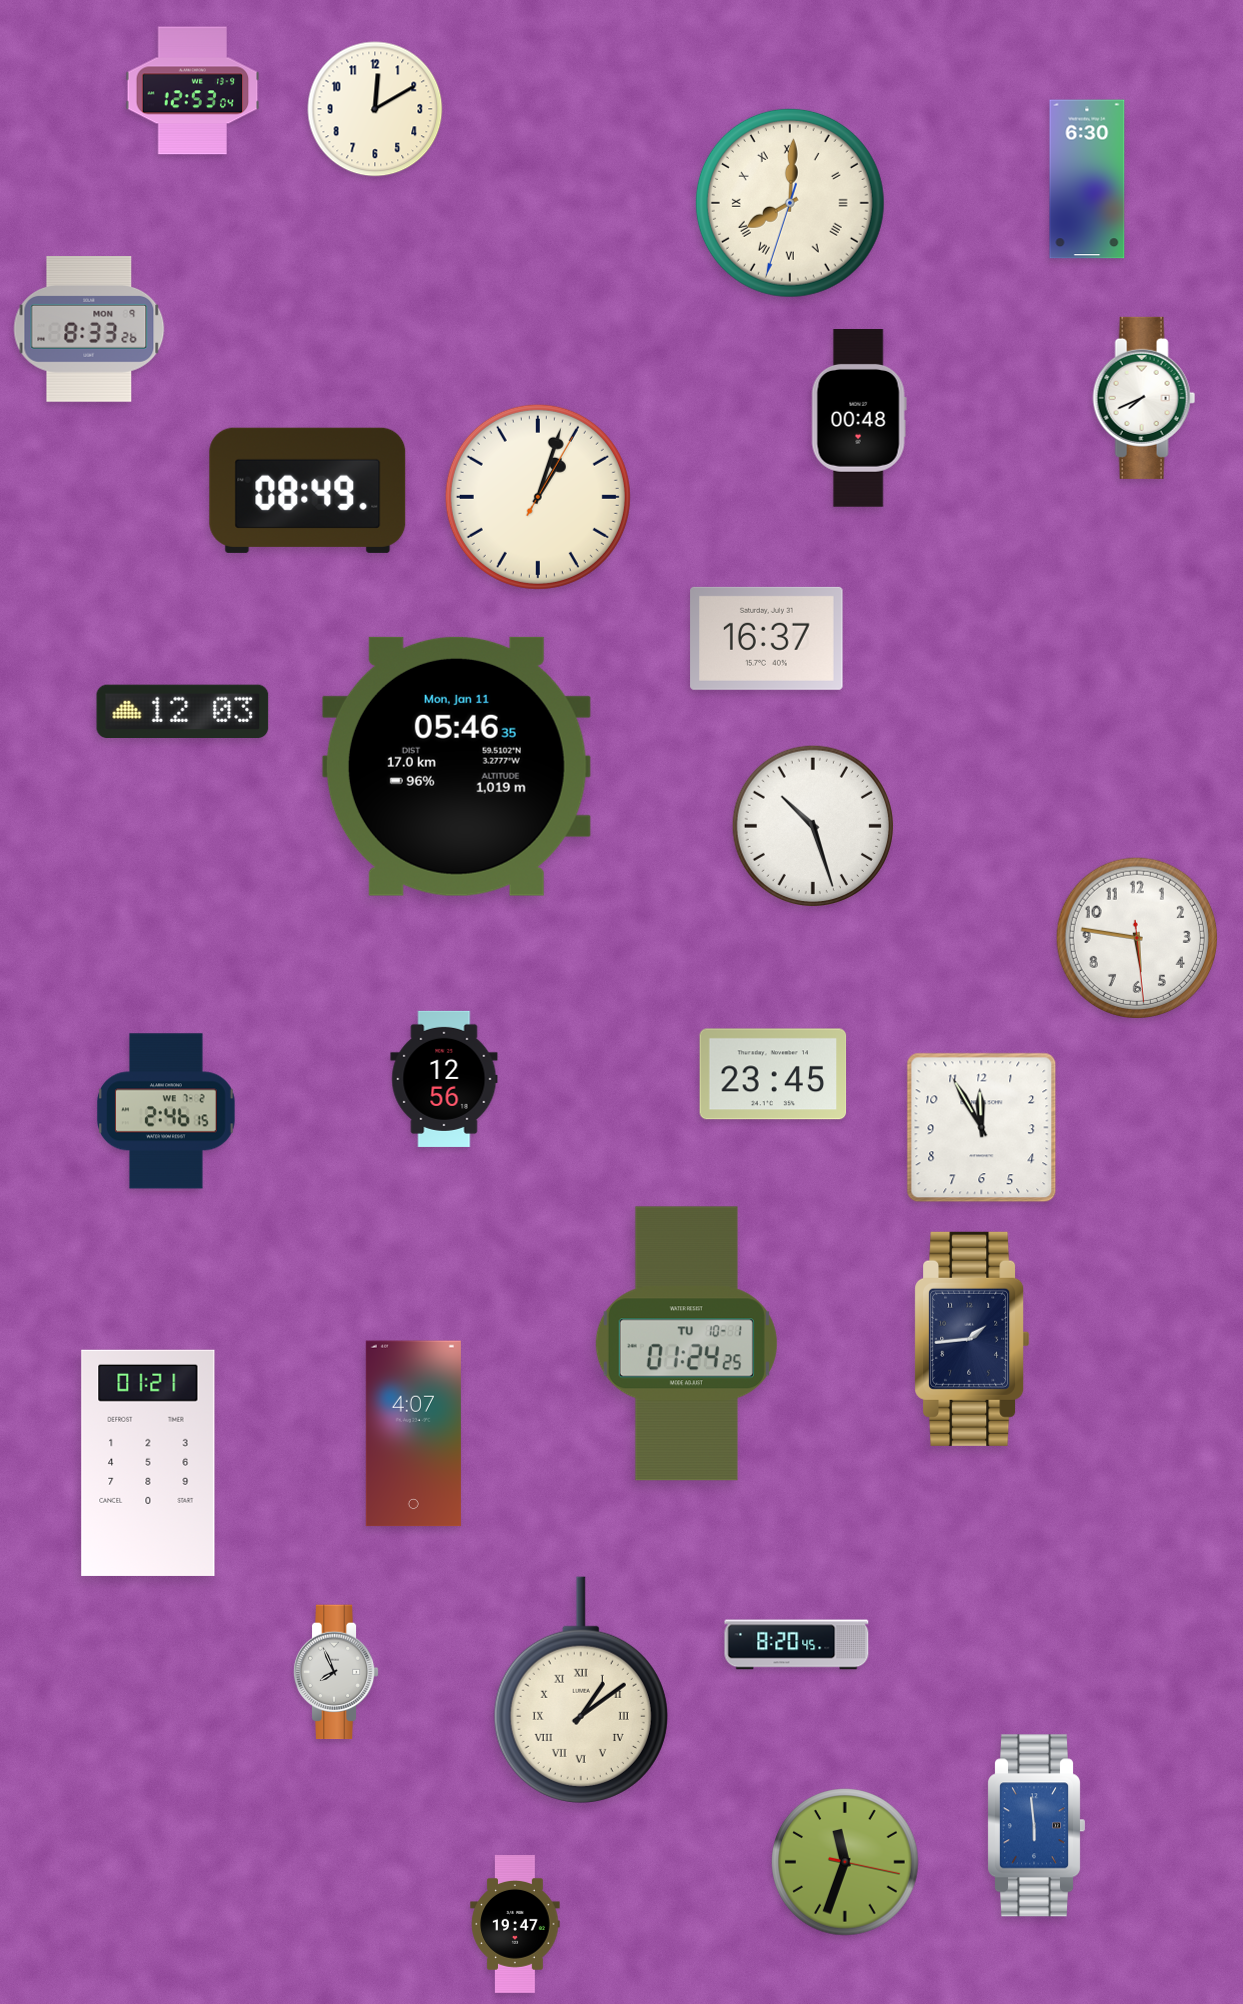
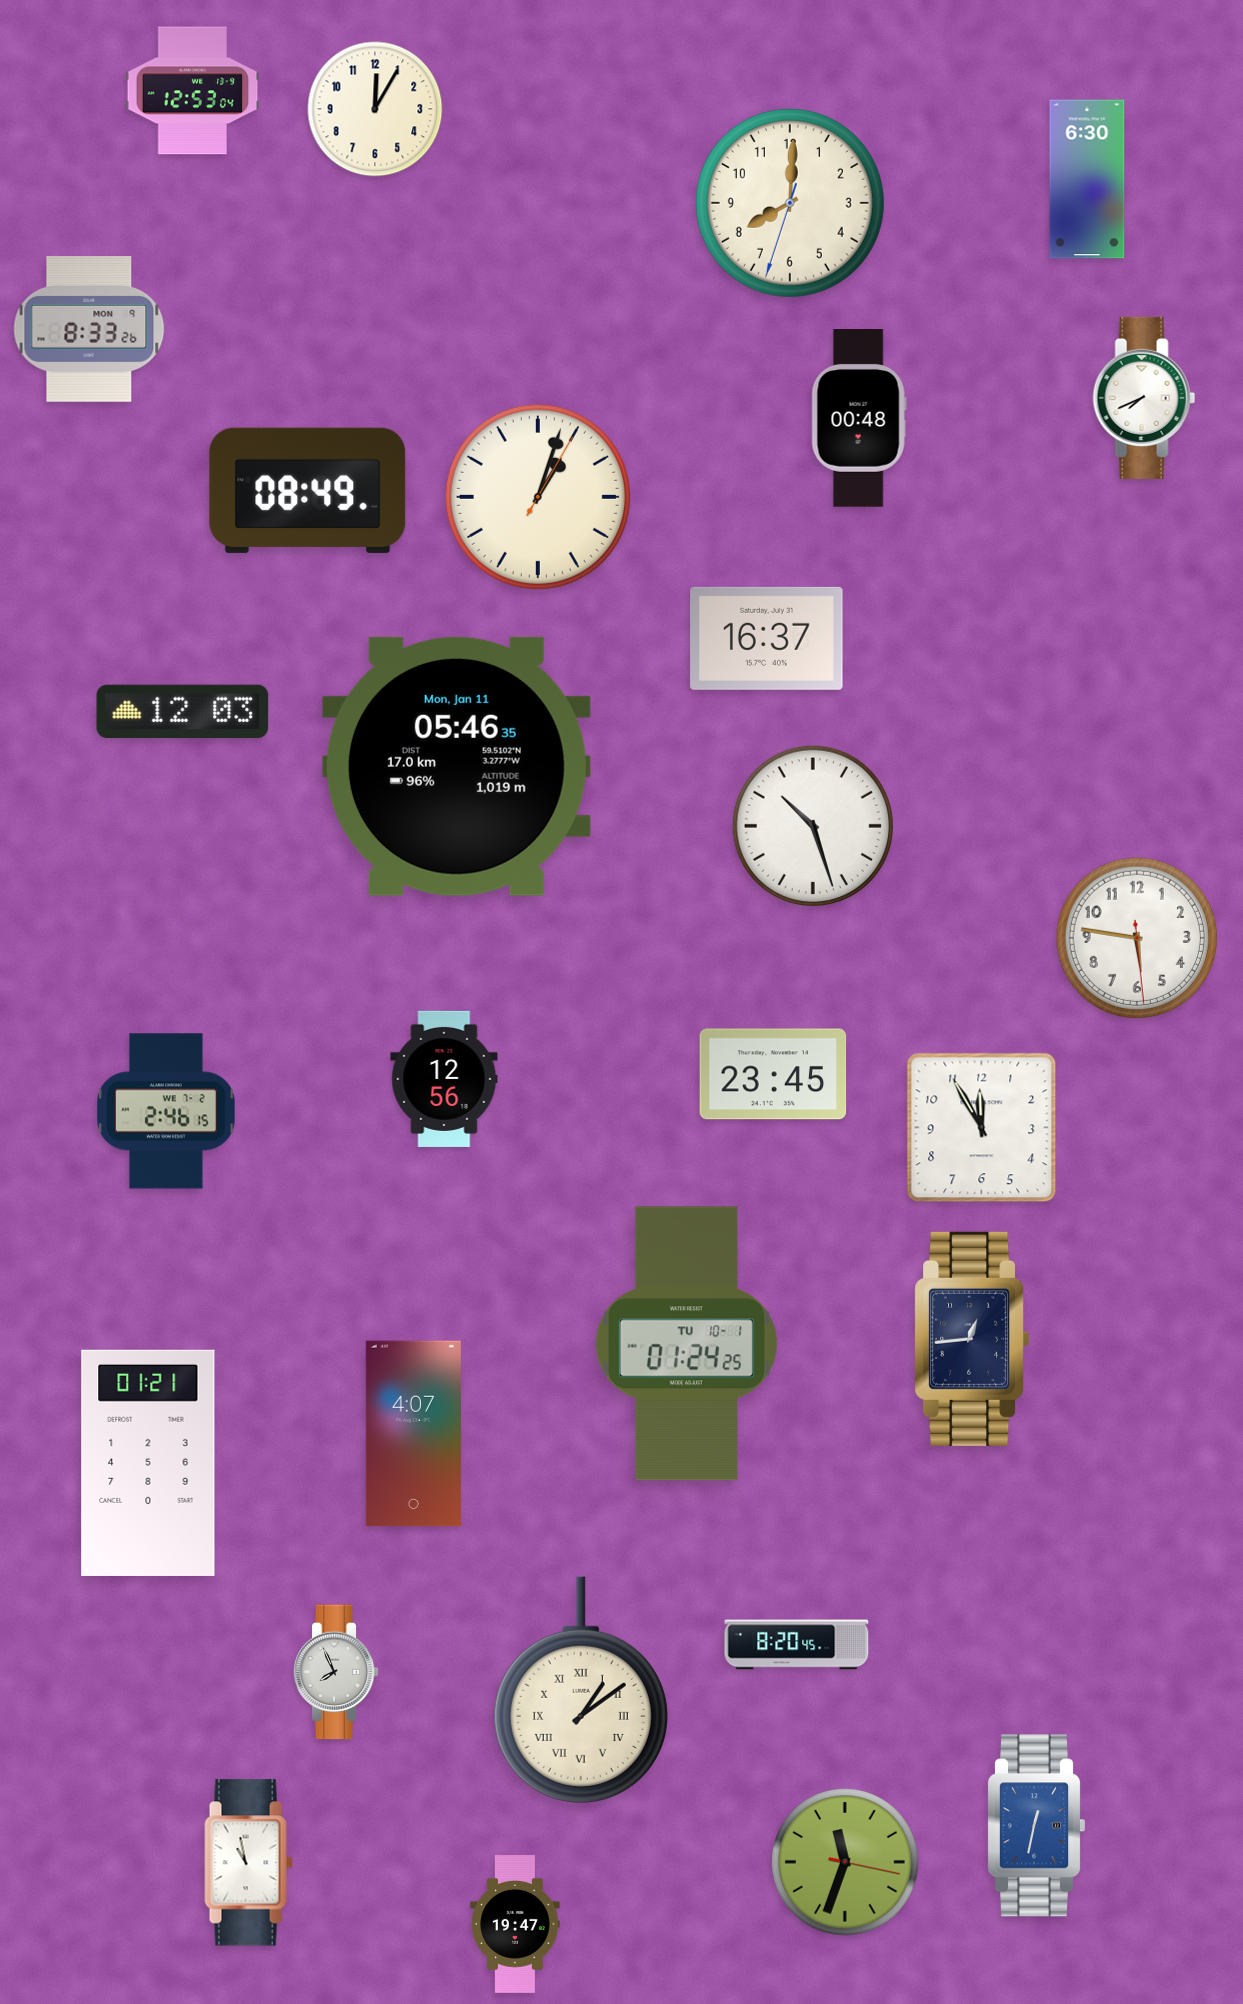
clock at (375, 109): 12:10 -> 12:05
clock at (790, 203) numerals: Roman -> Arabic
clock at (972, 1339): 1:44 -> 12:44
clock at (1036, 1826): 5:59 -> 12:32
clock at (249, 1863): none -> 10:58
